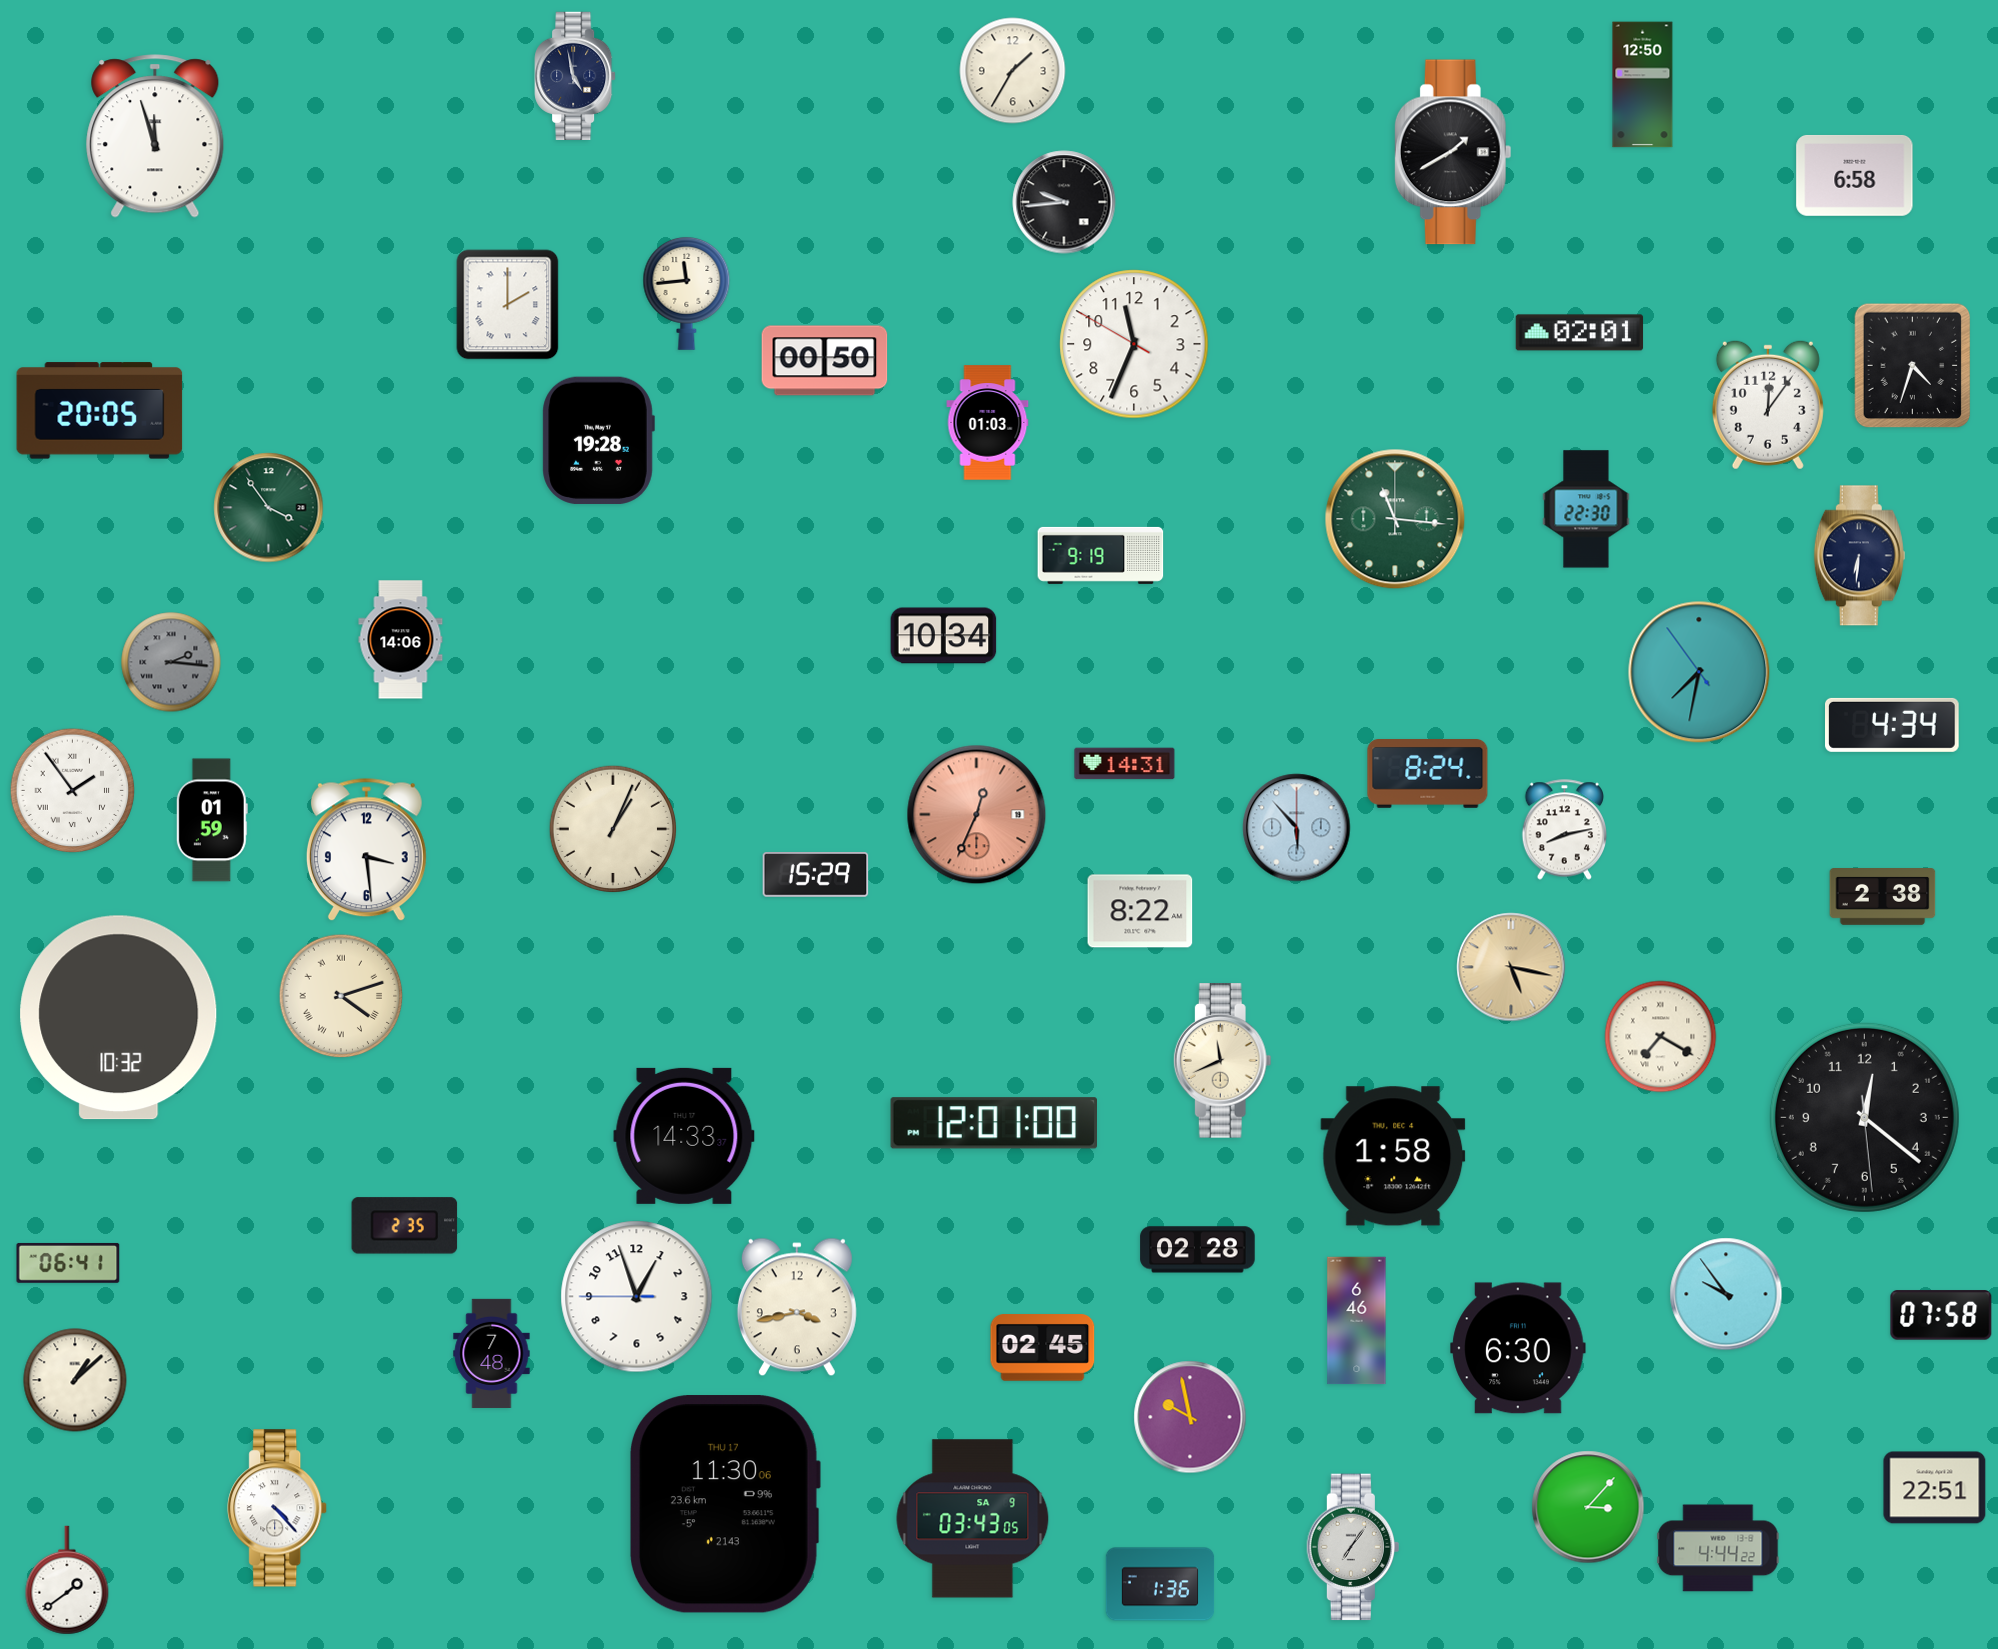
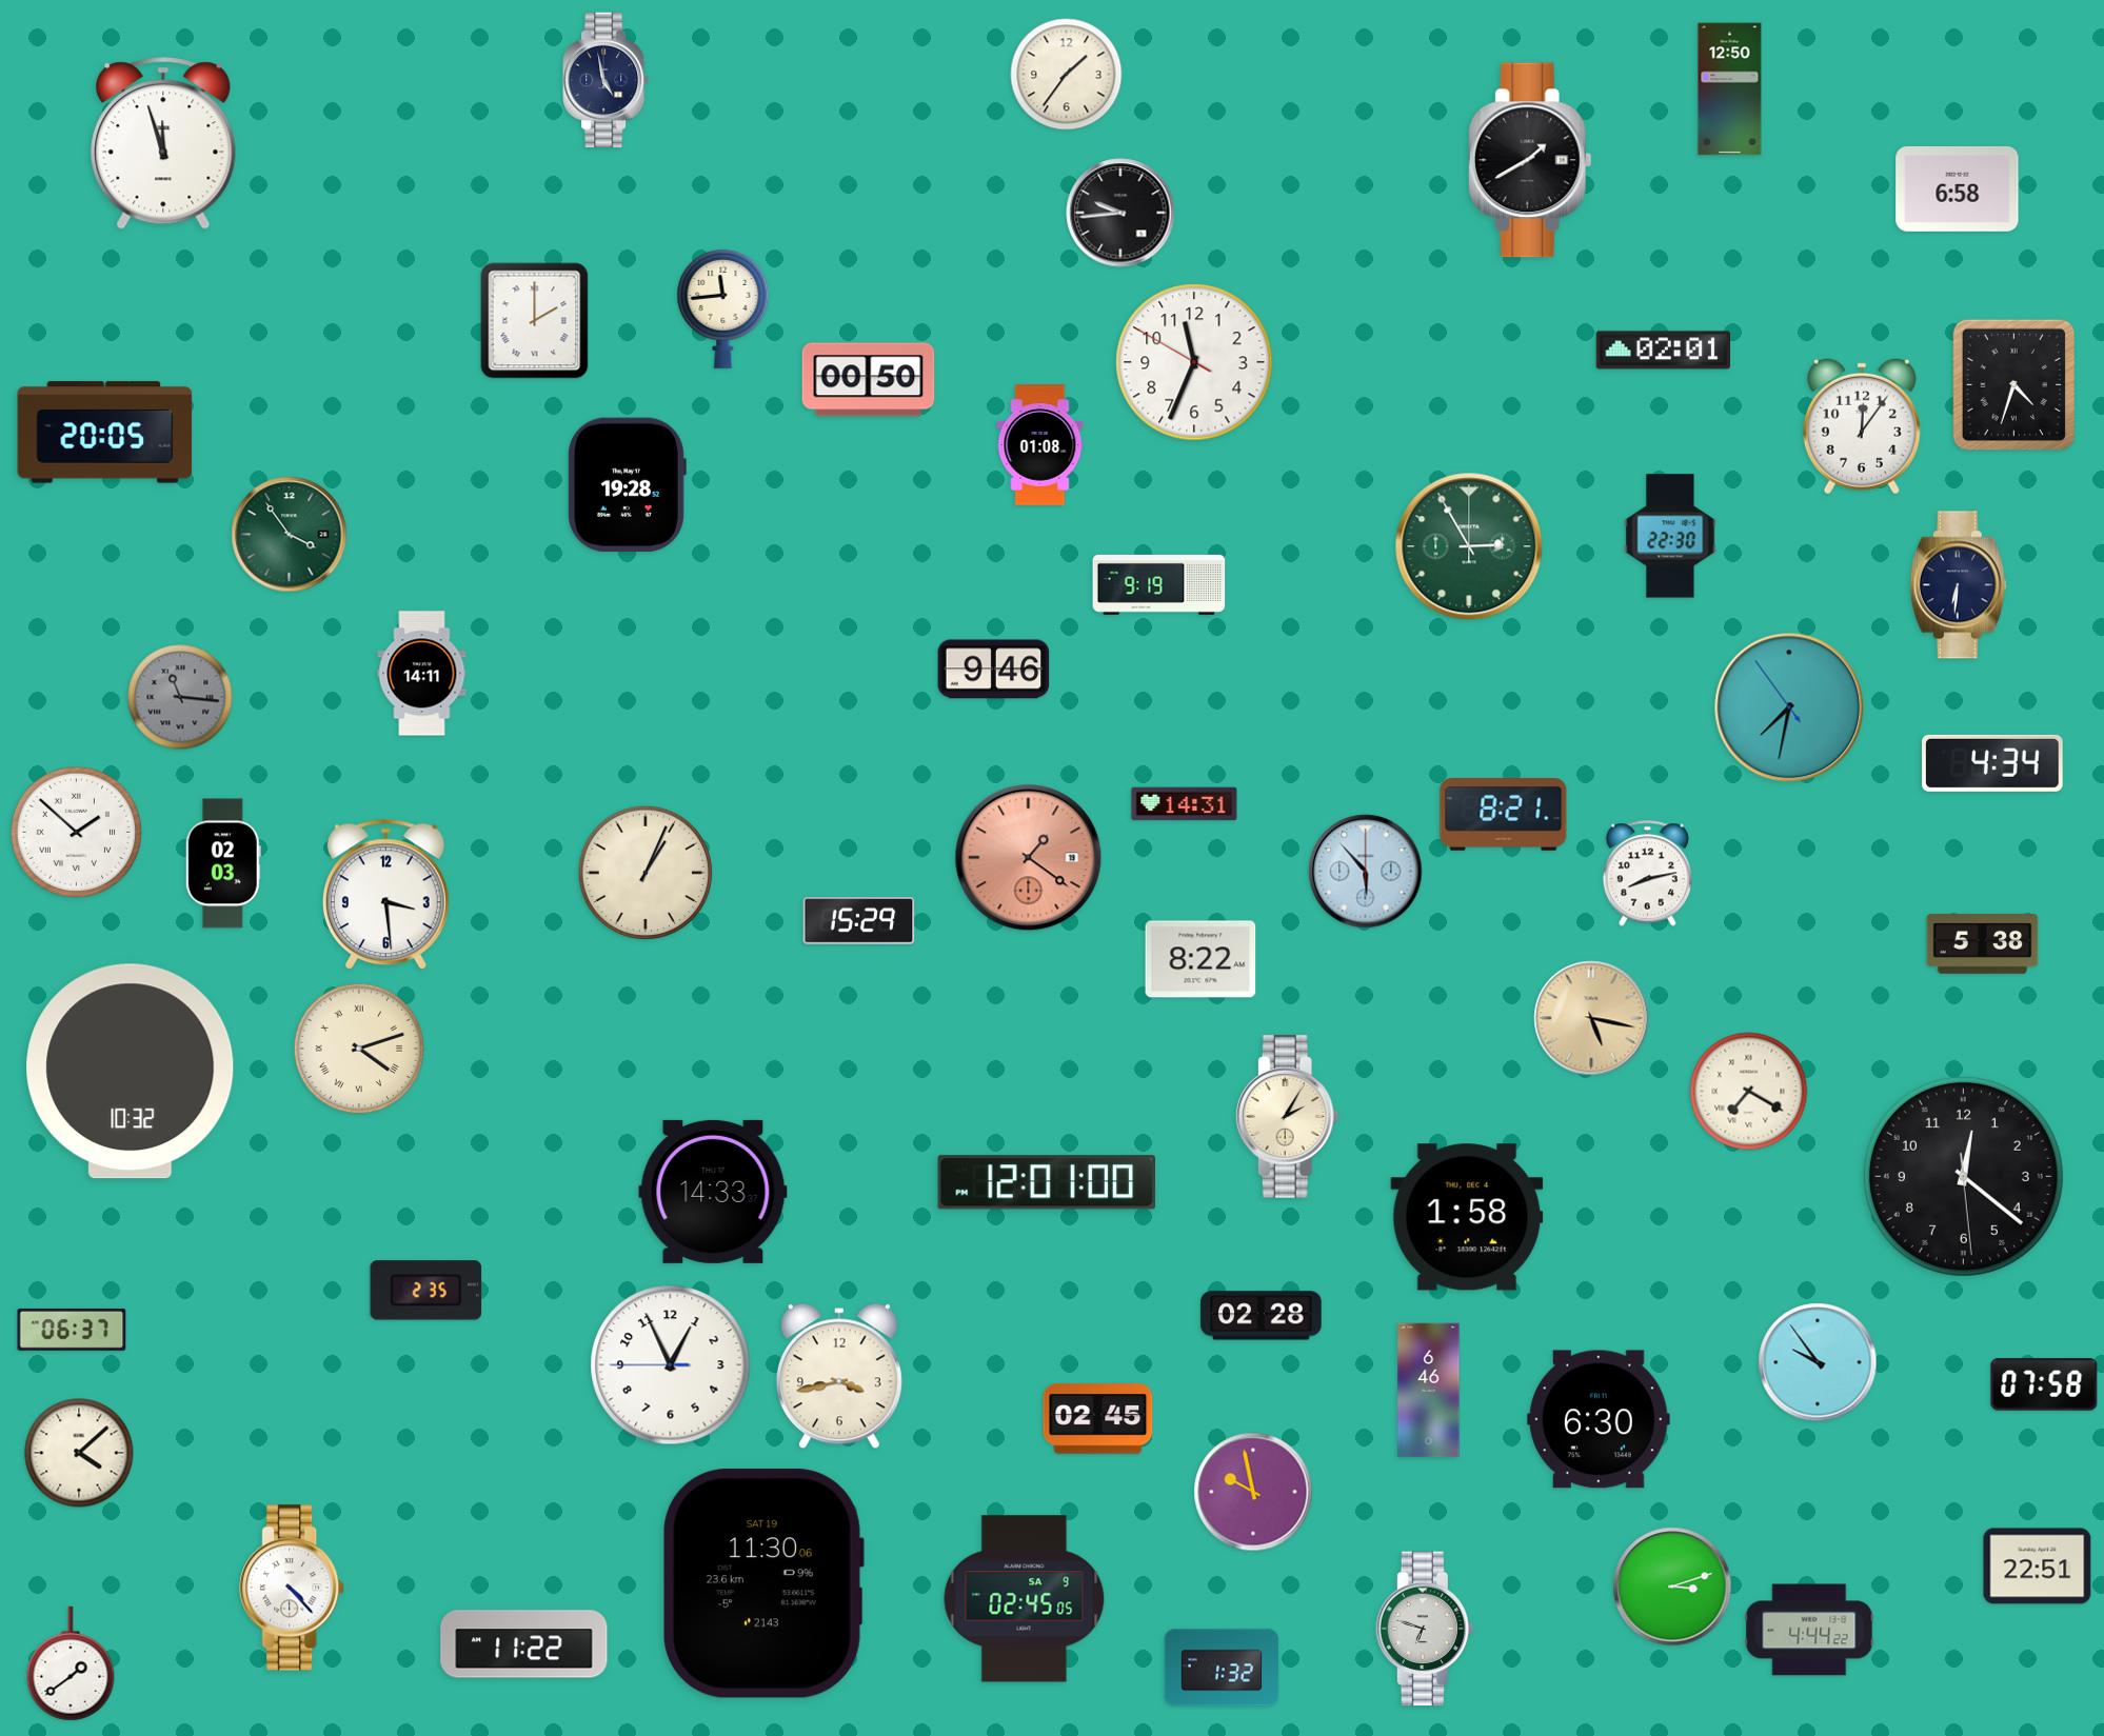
clock at (1013, 71): 1:35 -> 1:36
clock at (1855, 175) position: (1855, 175) -> (1958, 188)
clock at (988, 423): 01:03 -> 01:08
clock at (598, 440) position: (598, 440) -> (627, 484)
clock at (269, 508) position: (269, 508) -> (290, 535)
clock at (1395, 519): 11:16 -> 2:55
clock at (944, 636): 10:34 -> 9:46
clock at (401, 640): 14:06 -> 14:11
clock at (171, 662): 2:16 -> 11:16
clock at (1428, 774): 8:24 -> 8:21
clock at (73, 791): 1:54 -> 1:52
clock at (977, 815): 12:34 -> 1:21
clock at (212, 820): 01:59 -> 02:03
clock at (1883, 897): 2:38 -> 5:38
clock at (119, 1018) position: (119, 1018) -> (131, 1072)
clock at (1222, 1061): 11:41 -> 2:05
clock at (684, 1136) position: (684, 1136) -> (713, 1192)
clock at (68, 1263): 06:41 -> 06:37
clock at (637, 1297): 12:56 -> 12:55
clock at (492, 1353): 7:48 -> none
clock at (75, 1380): 1:08 -> 4:08
clock at (724, 1504) date: THU 17 -> SAT 19
clock at (1588, 1507): 3:07 -> 3:12
clock at (973, 1519): 03:43 -> 02:45
clock at (1352, 1547): 7:06 -> 6:48
clock at (524, 1644): none -> 11:22
clock at (1160, 1584): 1:36 -> 1:32
